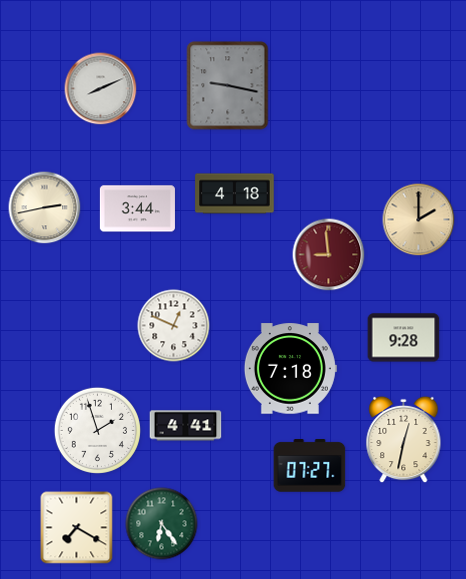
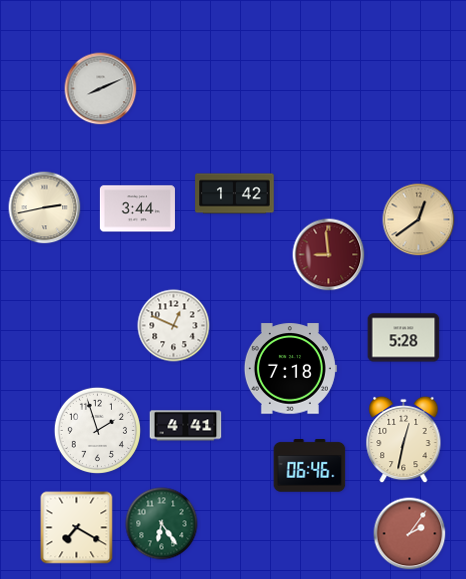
clock at (228, 86): 9:17 -> none
clock at (235, 194): 4:18 -> 1:42
clock at (419, 220): 2:00 -> 12:39
clock at (404, 338): 9:28 -> 5:28
clock at (310, 466): 07:27 -> 06:46
clock at (410, 534): none -> 2:06
